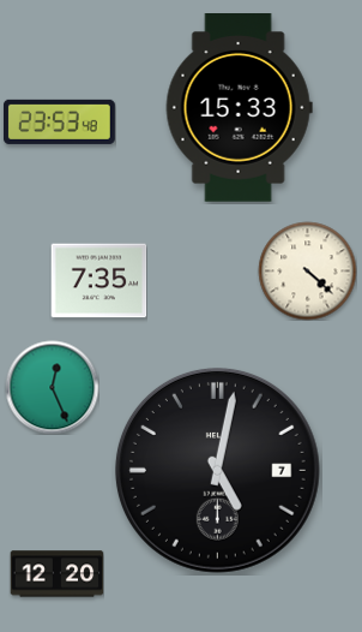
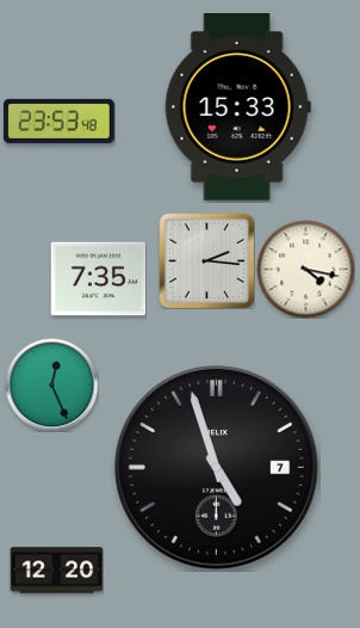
clock at (206, 260): none -> 2:16
clock at (307, 270): 4:22 -> 4:17
clock at (217, 470): 5:02 -> 4:57
